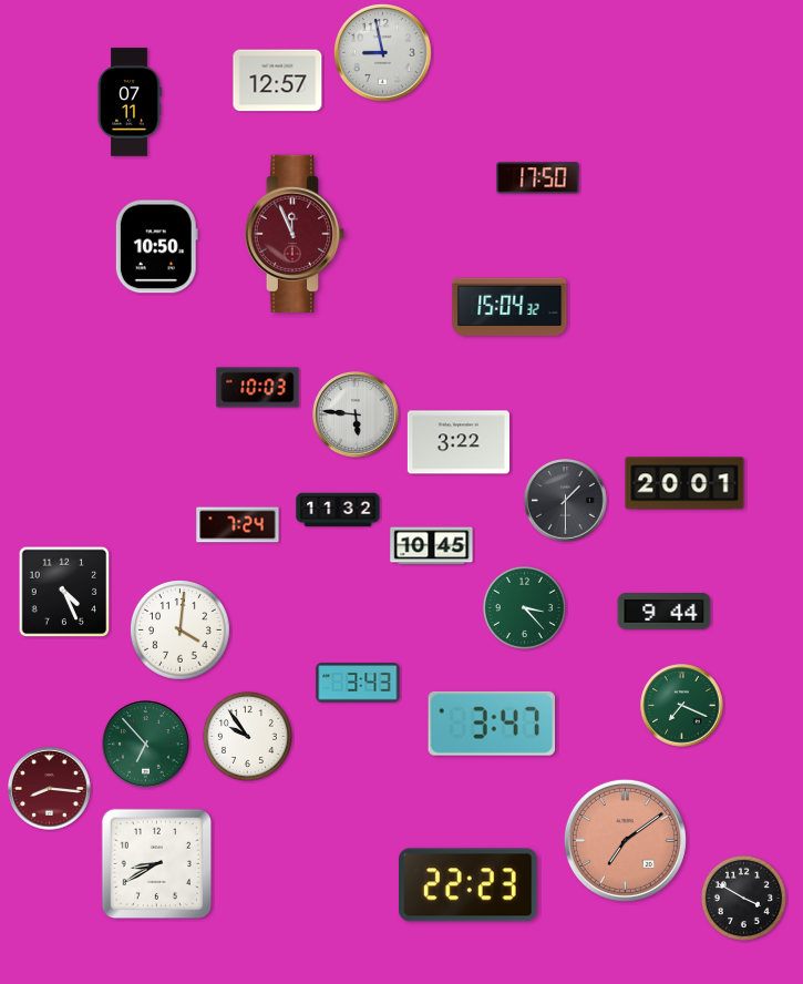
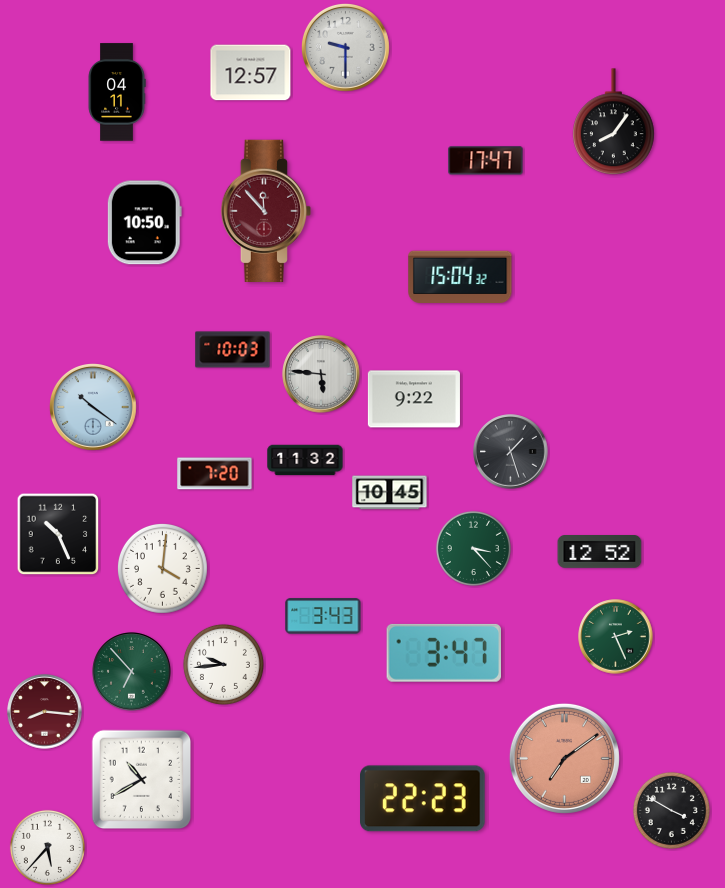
clock at (383, 53): 8:58 -> 9:30
clock at (130, 102): 07:11 -> 04:11
clock at (614, 122): none -> 8:06
clock at (538, 178): 17:50 -> 17:47
clock at (295, 233): 11:56 -> 11:53
clock at (156, 247) position: (156, 247) -> (144, 223)
clock at (459, 442): 3:22 -> 9:22
clock at (94, 408): none -> 10:21
clock at (684, 483): 20:01 -> none
clock at (566, 501): 1:30 -> 1:27
clock at (238, 525): 7:24 -> 7:20
clock at (64, 592): 4:26 -> 10:26
clock at (665, 612): 9:44 -> 12:52
clock at (682, 706): 7:19 -> 2:26
clock at (247, 736): 9:54 -> 9:44
clock at (157, 864): 8:40 -> 10:40
clock at (47, 847): none -> 5:37
